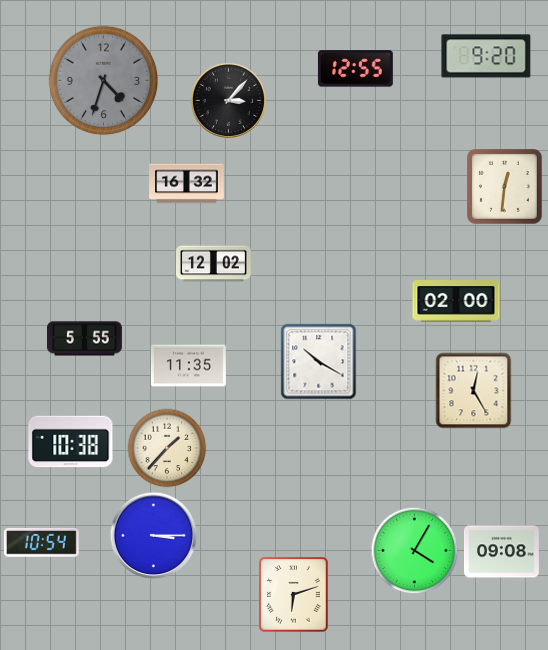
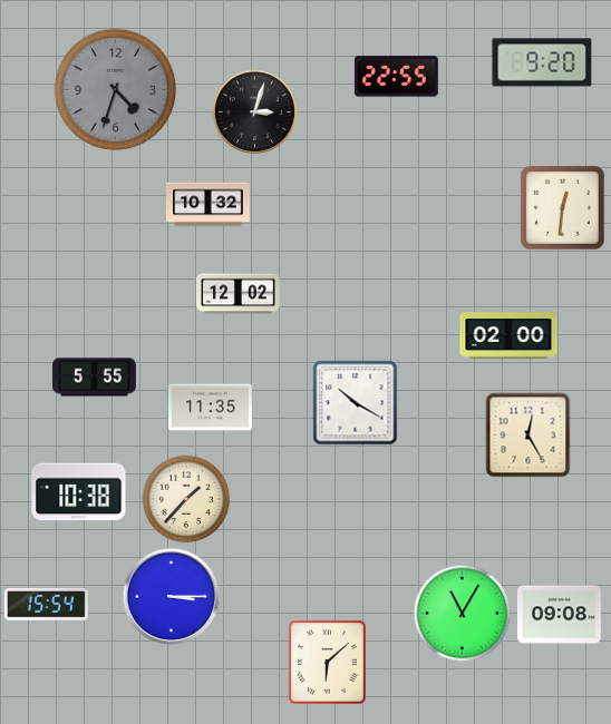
clock at (355, 69): 12:55 -> 22:55
clock at (228, 100): 3:07 -> 3:03
clock at (187, 184): 16:32 -> 10:32
clock at (41, 543): 10:54 -> 15:54
clock at (415, 551): 4:05 -> 11:05
clock at (294, 595): 6:12 -> 6:08
